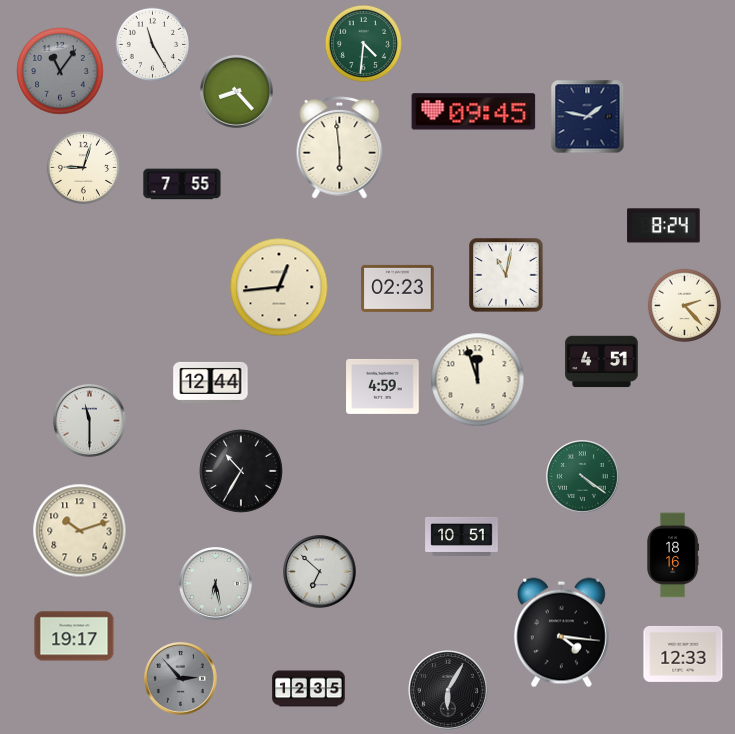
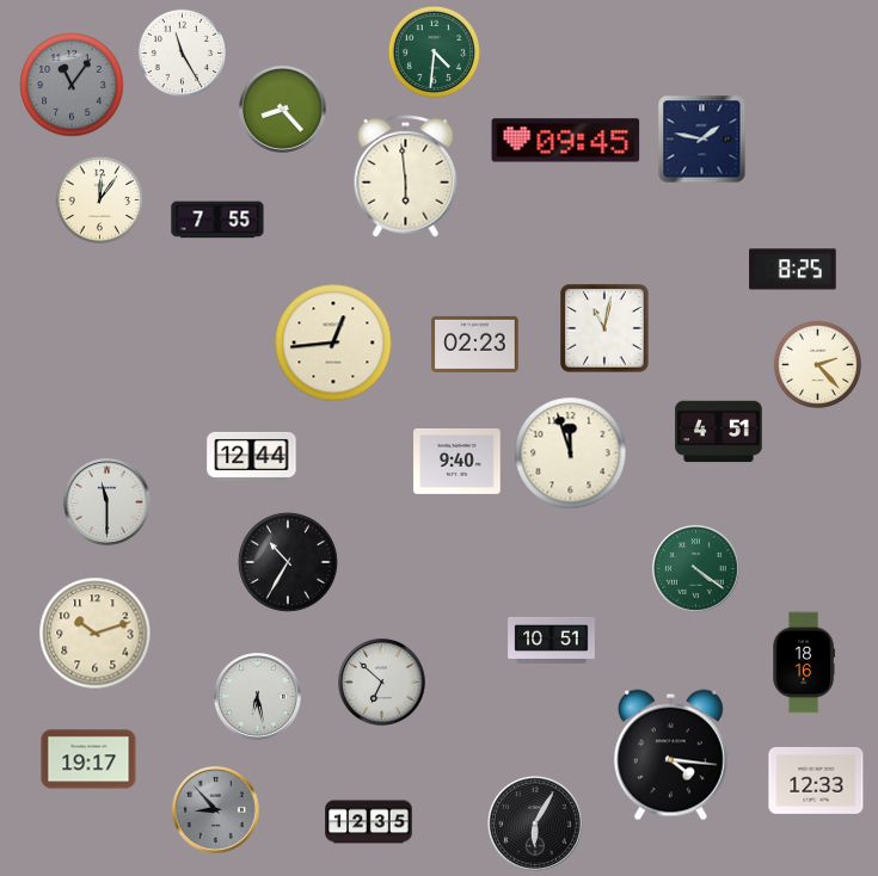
clock at (474, 112) position: (474, 112) -> (566, 141)
clock at (84, 168): 9:03 -> 12:06
clock at (664, 226): 8:24 -> 8:25
clock at (383, 386): 4:59 -> 9:40
clock at (181, 679): 2:53 -> 8:53
